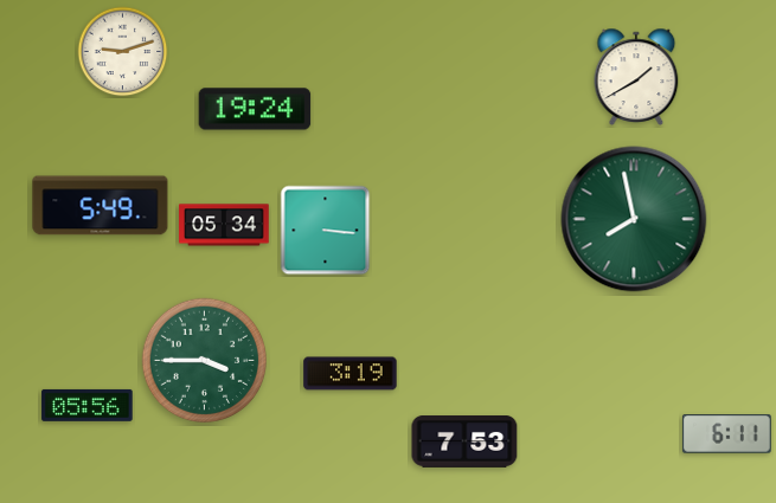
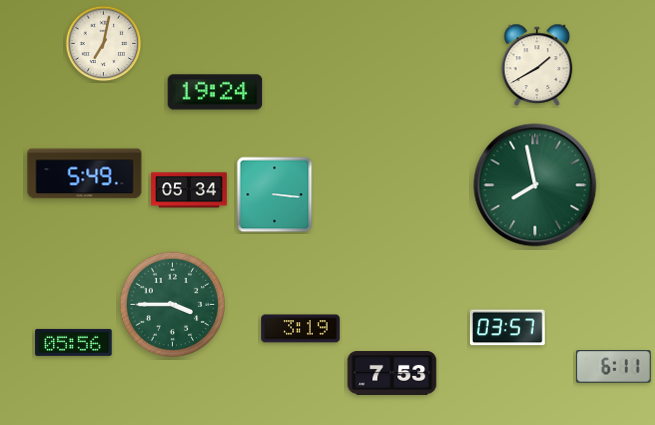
clock at (123, 52): 9:12 -> 7:02
clock at (351, 374) position: (351, 374) -> (301, 329)
clock at (507, 328): none -> 03:57
